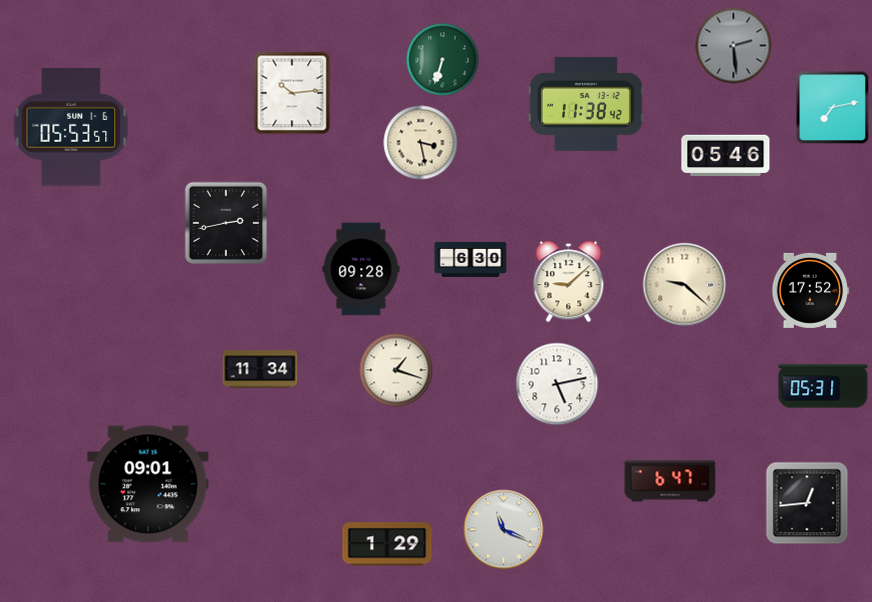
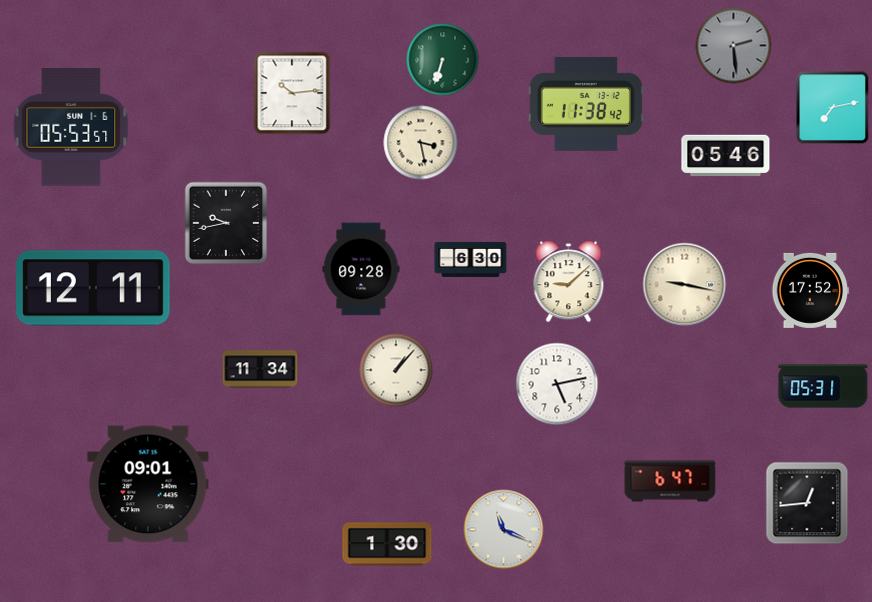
clock at (226, 223): 2:43 -> 9:43
clock at (685, 285): 9:22 -> 9:17
clock at (94, 288): none -> 12:11
clock at (396, 370): 1:18 -> 1:07
clock at (387, 544): 1:29 -> 1:30
